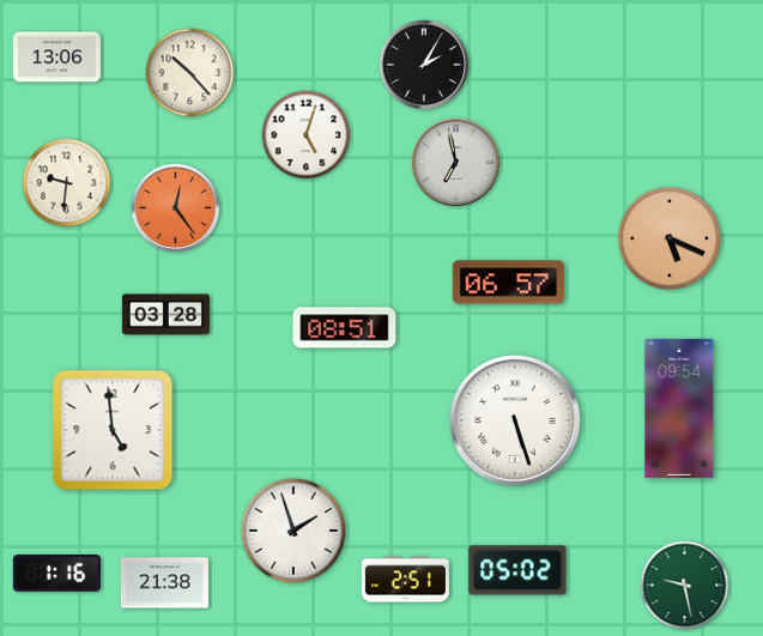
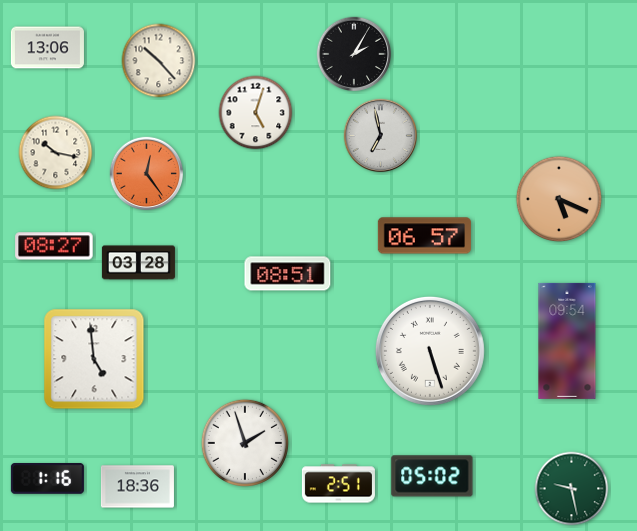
clock at (67, 183): 9:31 -> 10:17
clock at (54, 246): none -> 08:27
clock at (164, 583): 21:38 -> 18:36
